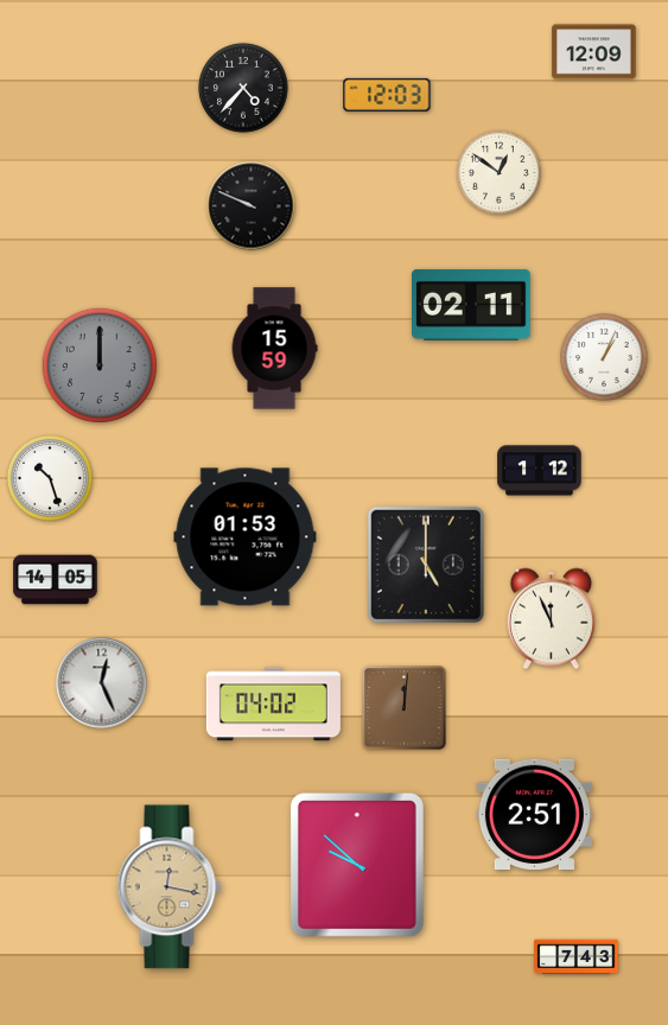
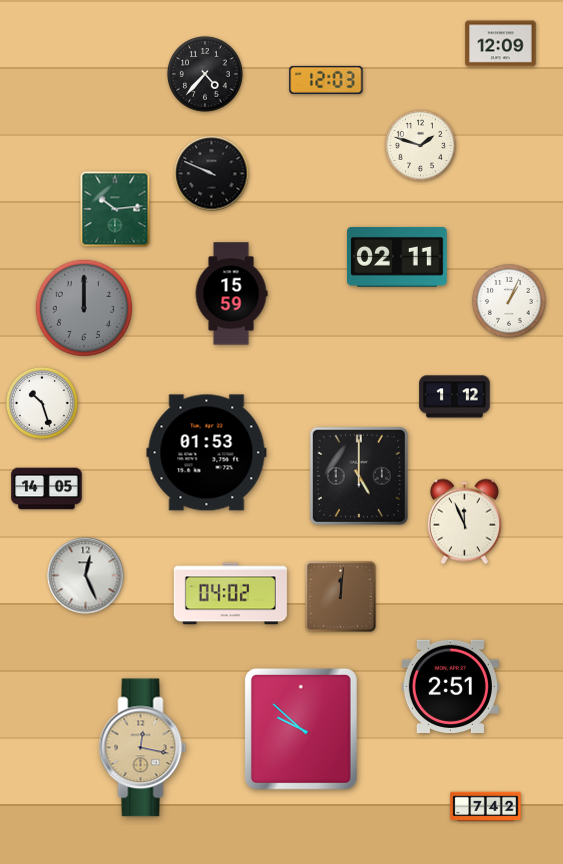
clock at (498, 172): 12:51 -> 1:48
clock at (115, 209): none -> 10:14
clock at (577, 957): 7:43 -> 7:42
